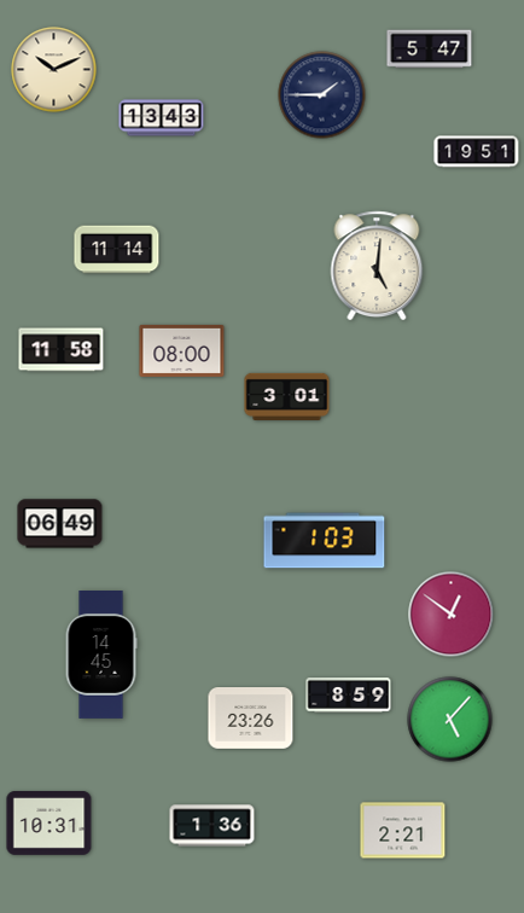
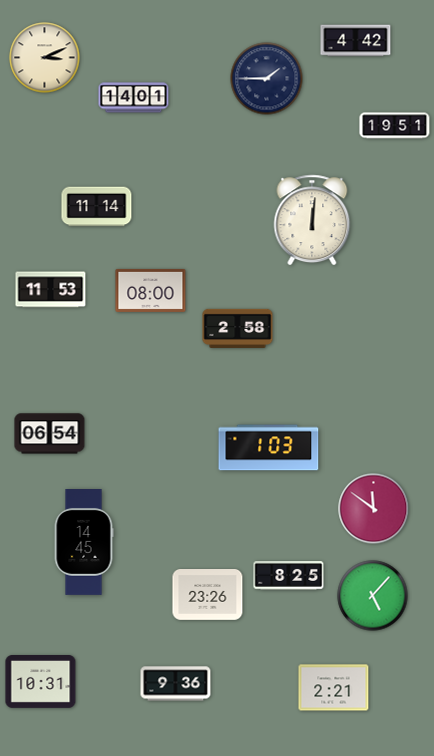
clock at (430, 50): 5:47 -> 4:42
clock at (54, 70): 10:11 -> 3:11
clock at (162, 118): 13:43 -> 14:01
clock at (377, 266): 5:01 -> 12:01
clock at (62, 350): 11:58 -> 11:53
clock at (287, 396): 3:01 -> 2:58
clock at (60, 524): 06:49 -> 06:54
clock at (452, 615): 12:51 -> 11:51
clock at (349, 696): 8:59 -> 8:25
clock at (212, 826): 1:36 -> 9:36
